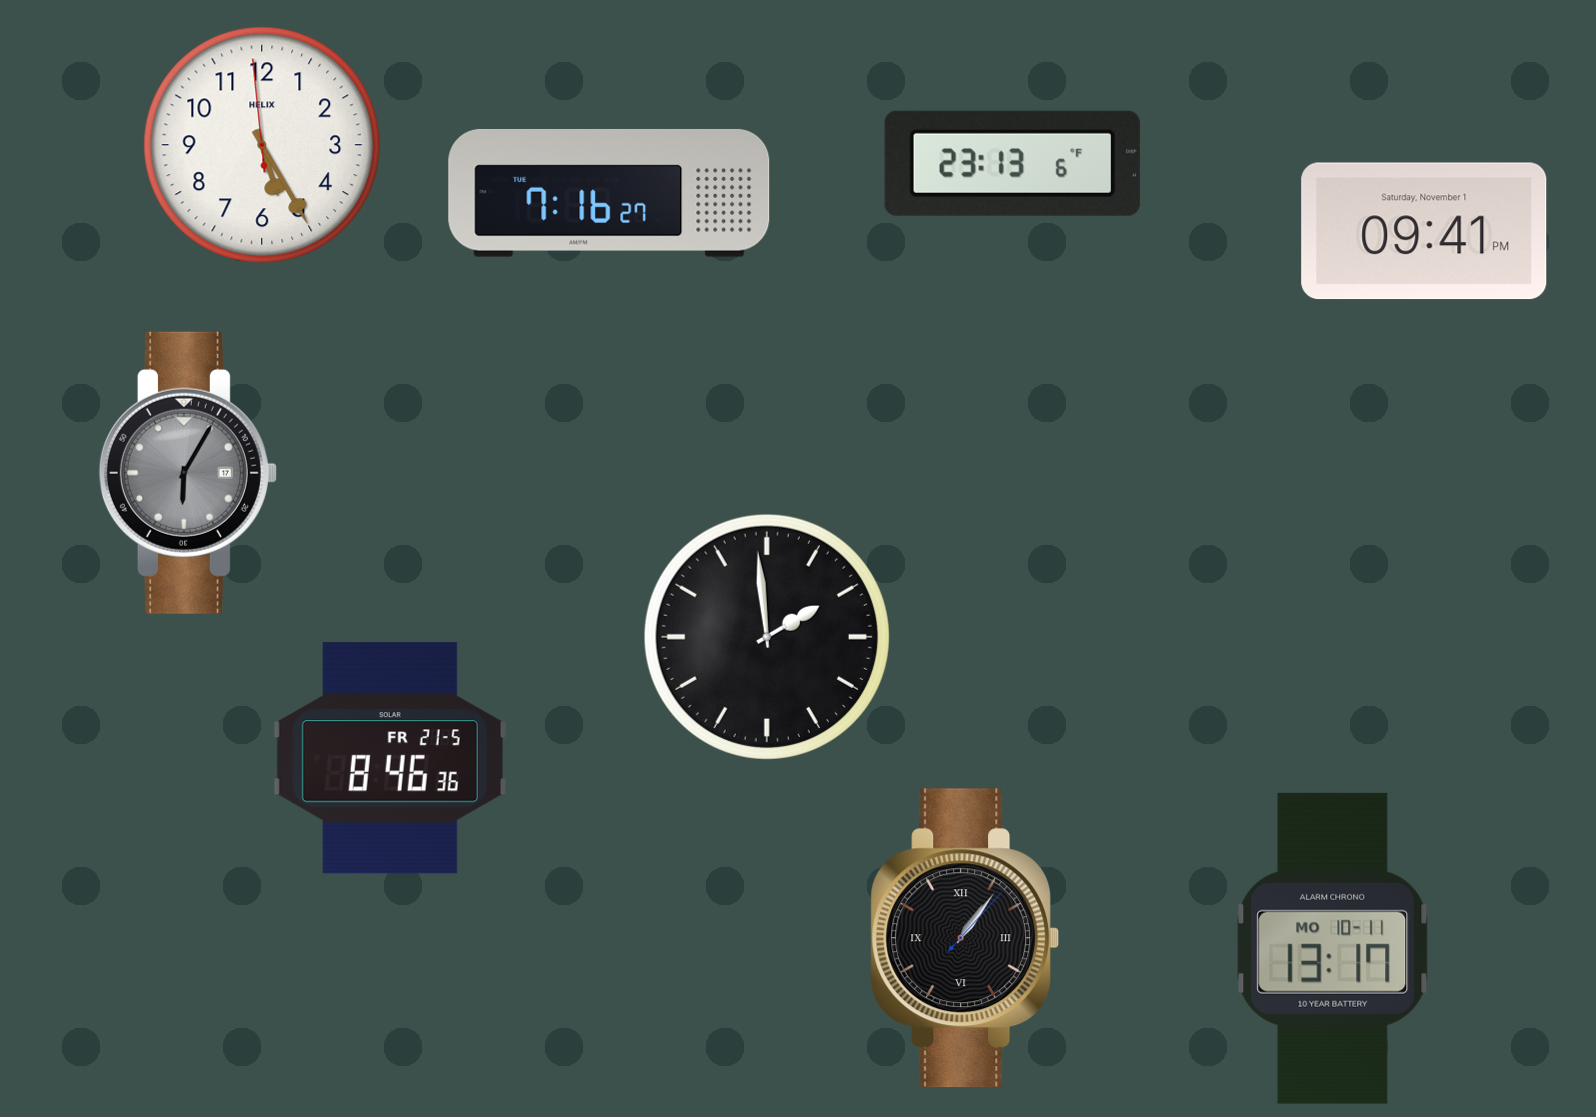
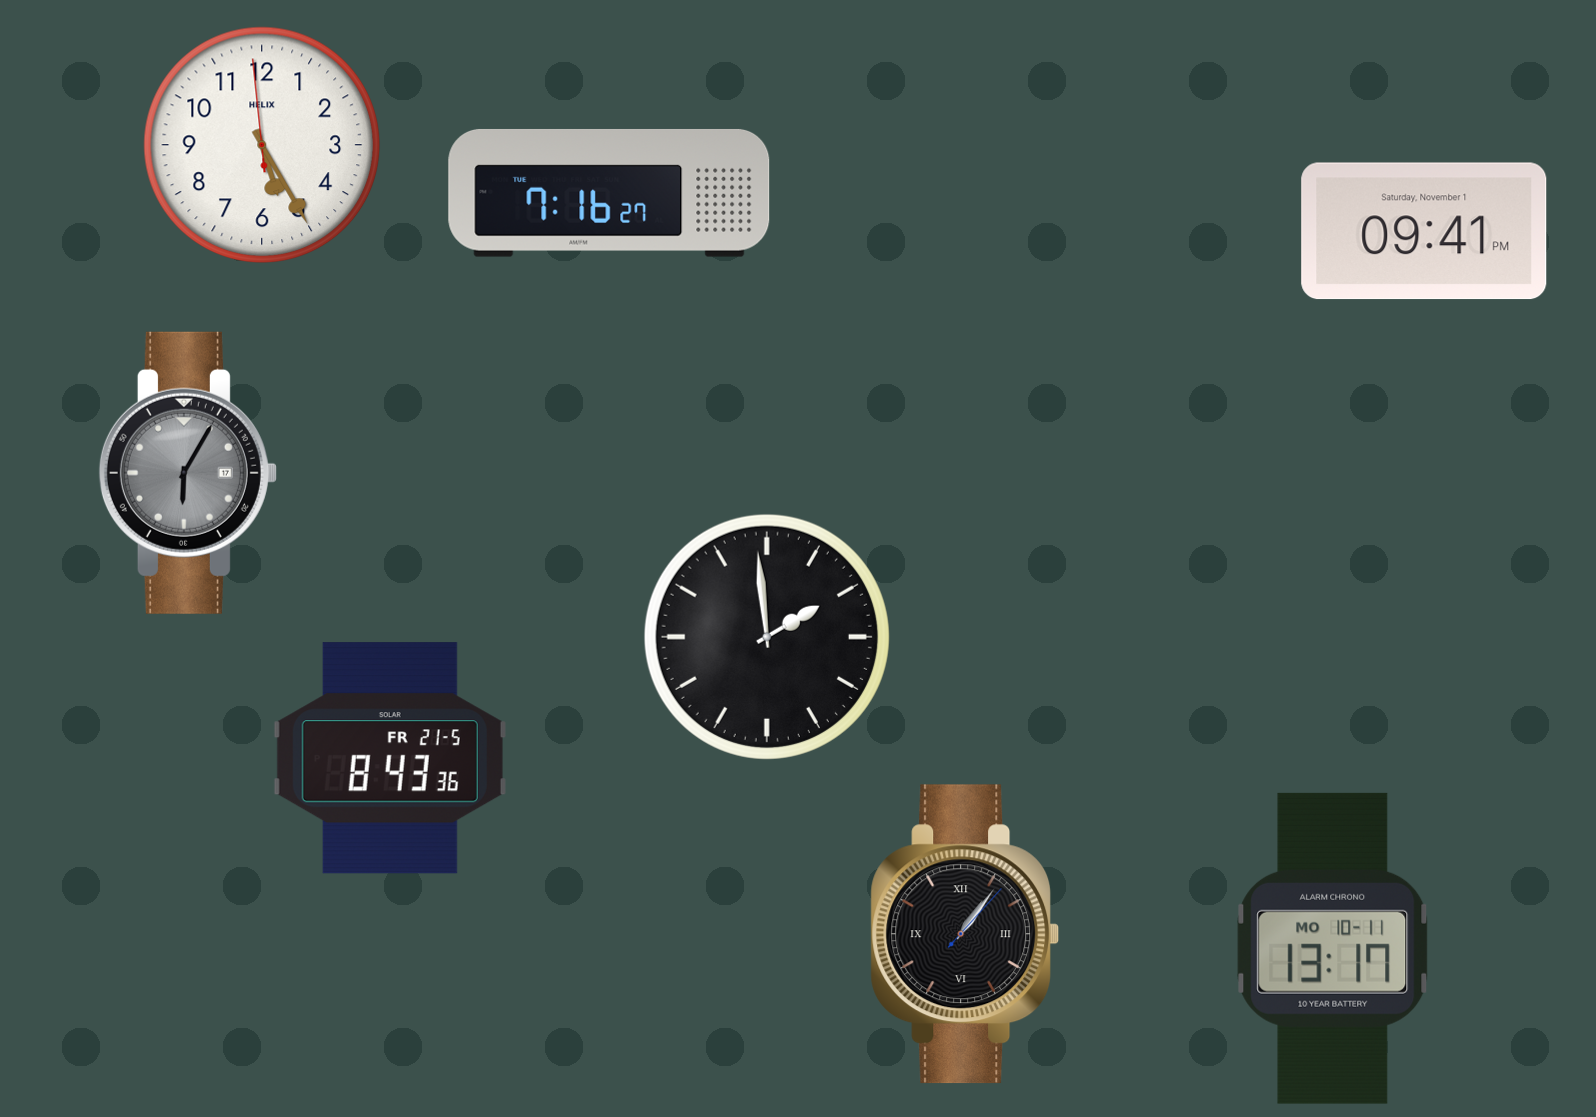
clock at (1012, 163): 23:13 -> none
clock at (390, 758): 8:46 -> 8:43
clock at (965, 938) position: (965, 938) -> (965, 934)
